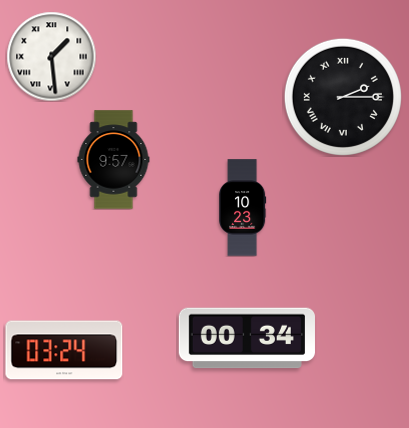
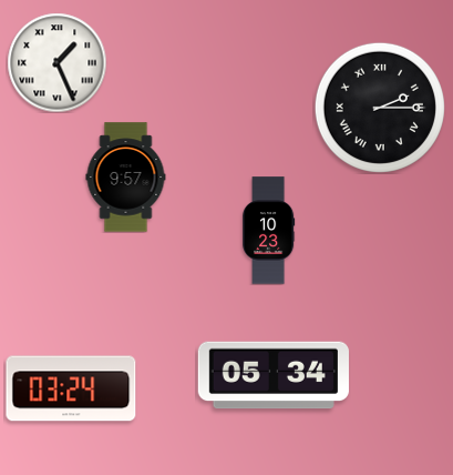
clock at (51, 56): 1:29 -> 1:26
clock at (247, 338): 00:34 -> 05:34
